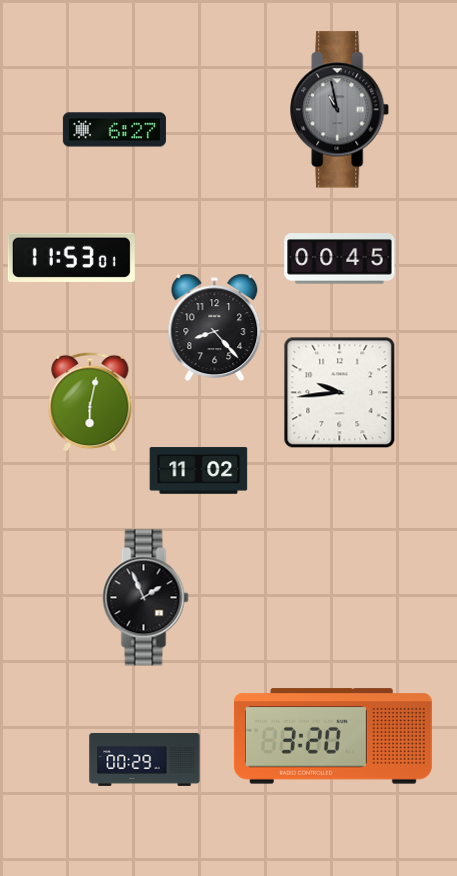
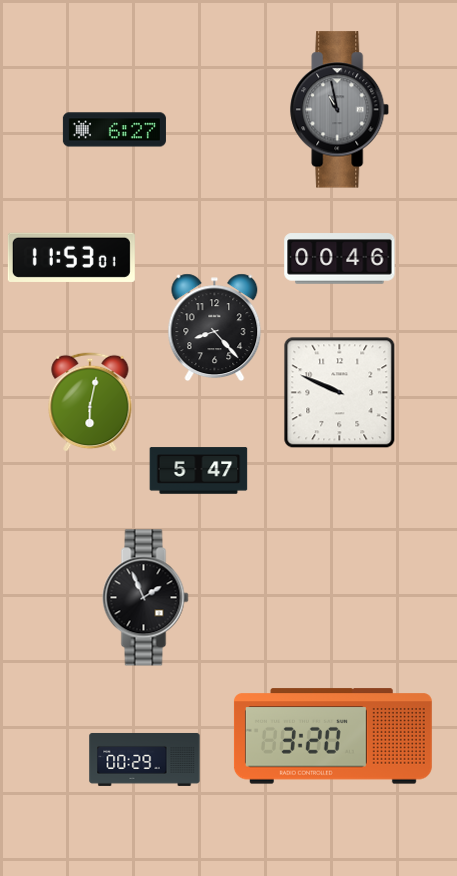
clock at (340, 259): 00:45 -> 00:46
clock at (340, 393): 9:44 -> 9:49
clock at (199, 471): 11:02 -> 5:47
